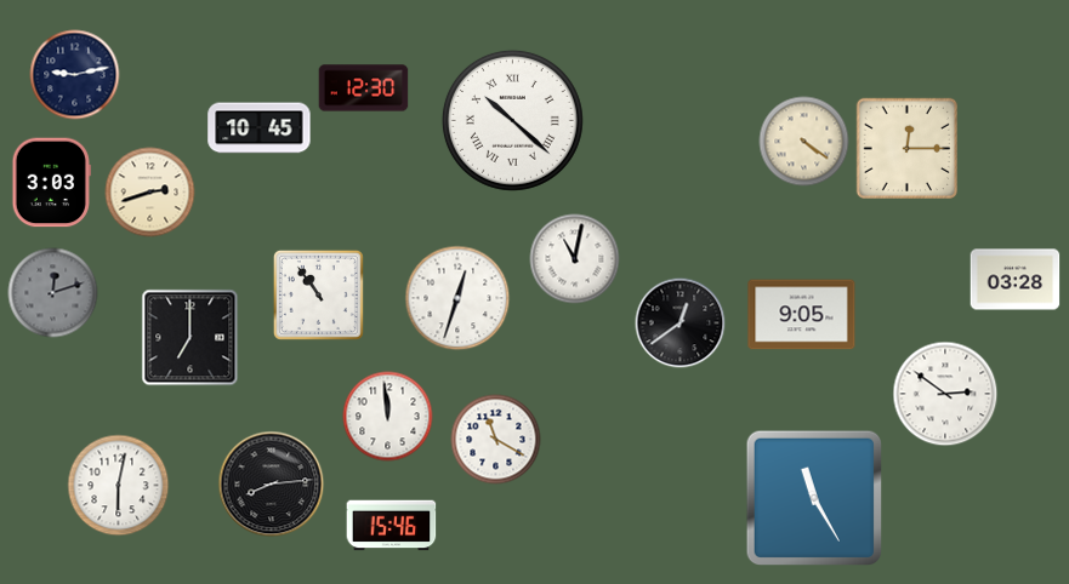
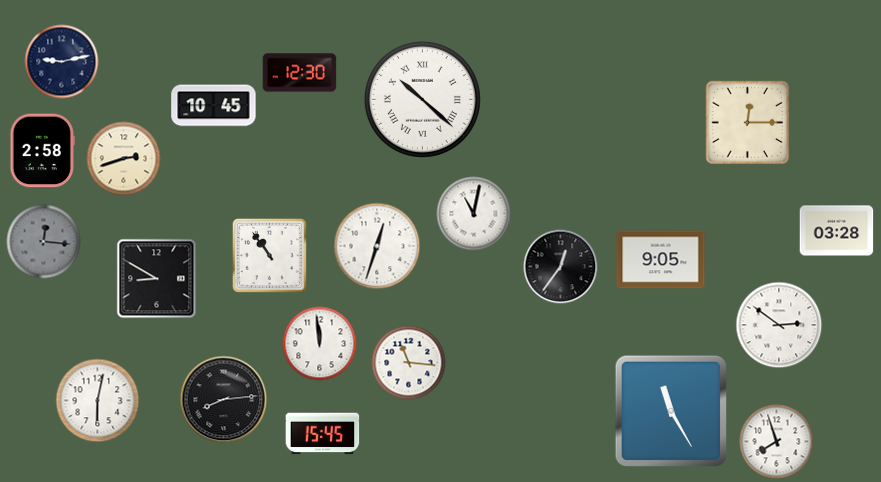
clock at (804, 142): 4:21 -> none
clock at (51, 183): 3:03 -> 2:58
clock at (53, 293): 12:12 -> 12:16
clock at (318, 294) position: (318, 294) -> (269, 255)
clock at (681, 324): 12:39 -> 12:36
clock at (191, 338): 7:00 -> 8:50
clock at (496, 440): 11:20 -> 11:16
clock at (392, 526): 15:46 -> 15:45
clock at (777, 442): none -> 7:57
